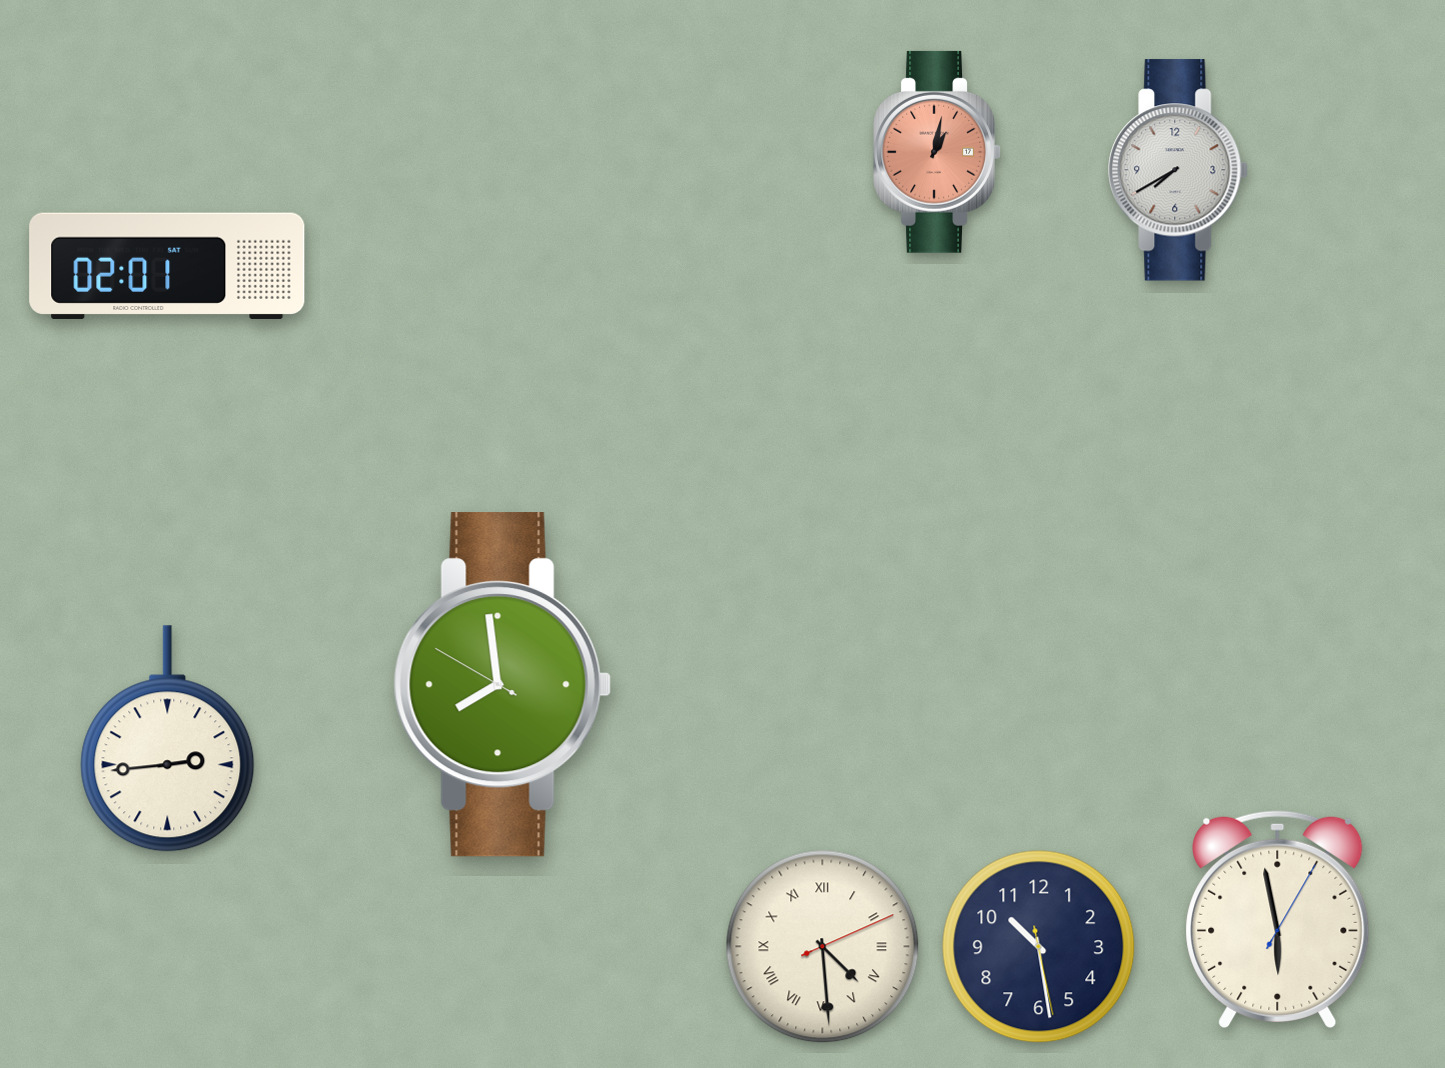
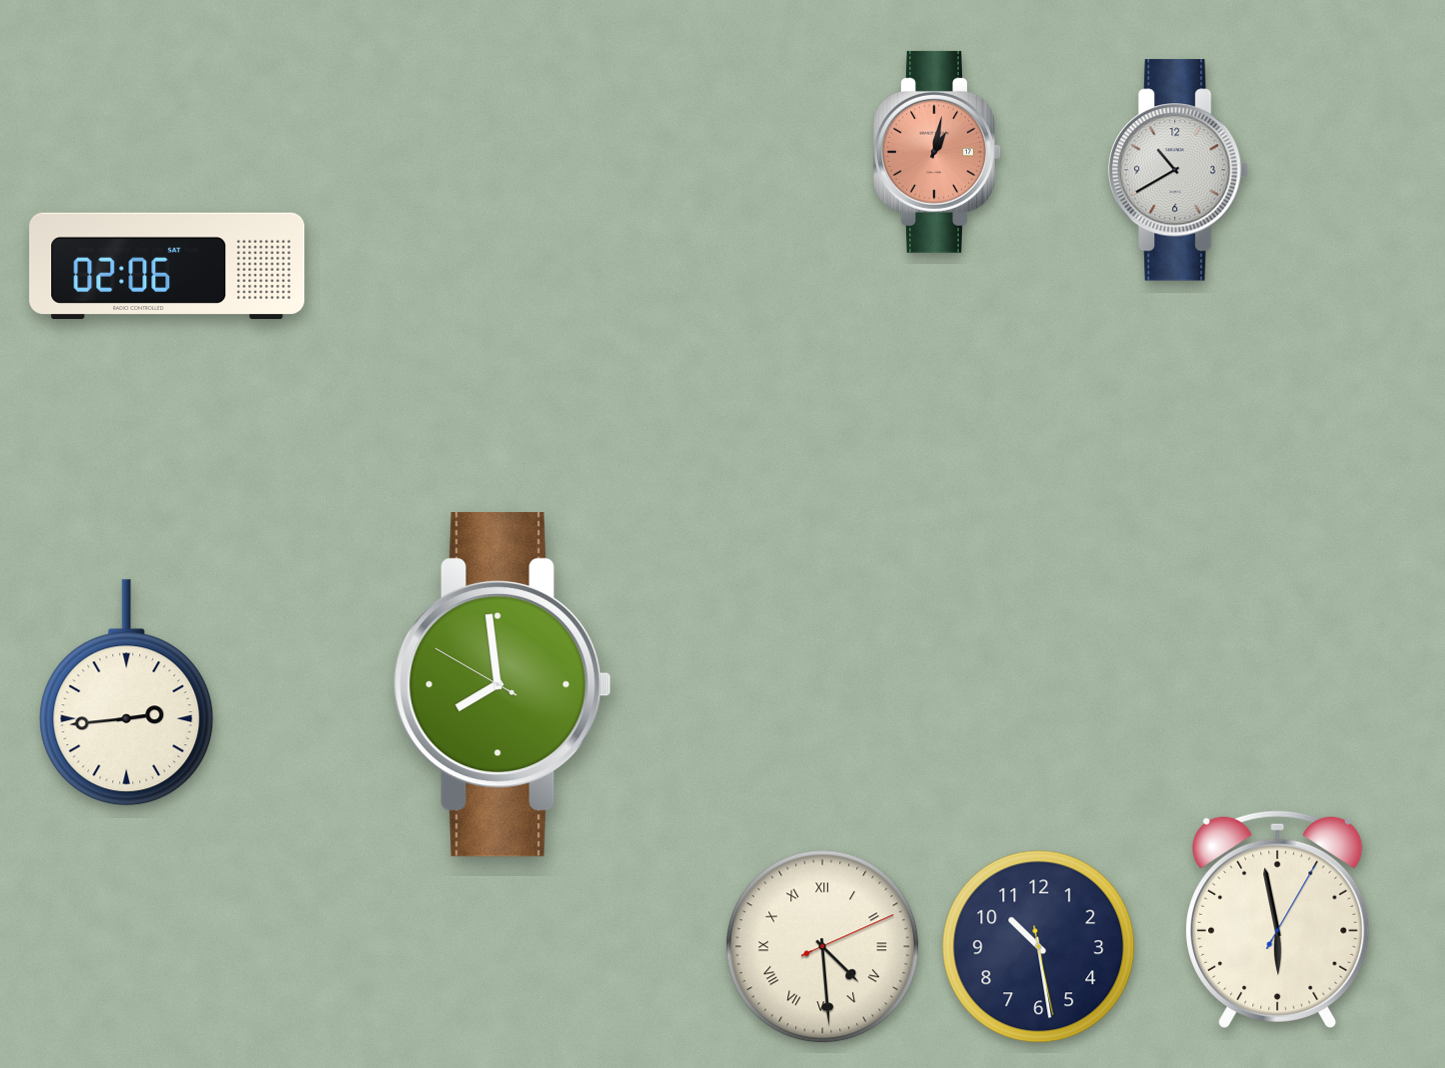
clock at (1179, 170): 7:40 -> 10:40
clock at (167, 266): 02:01 -> 02:06
clock at (168, 739) position: (168, 739) -> (127, 693)
